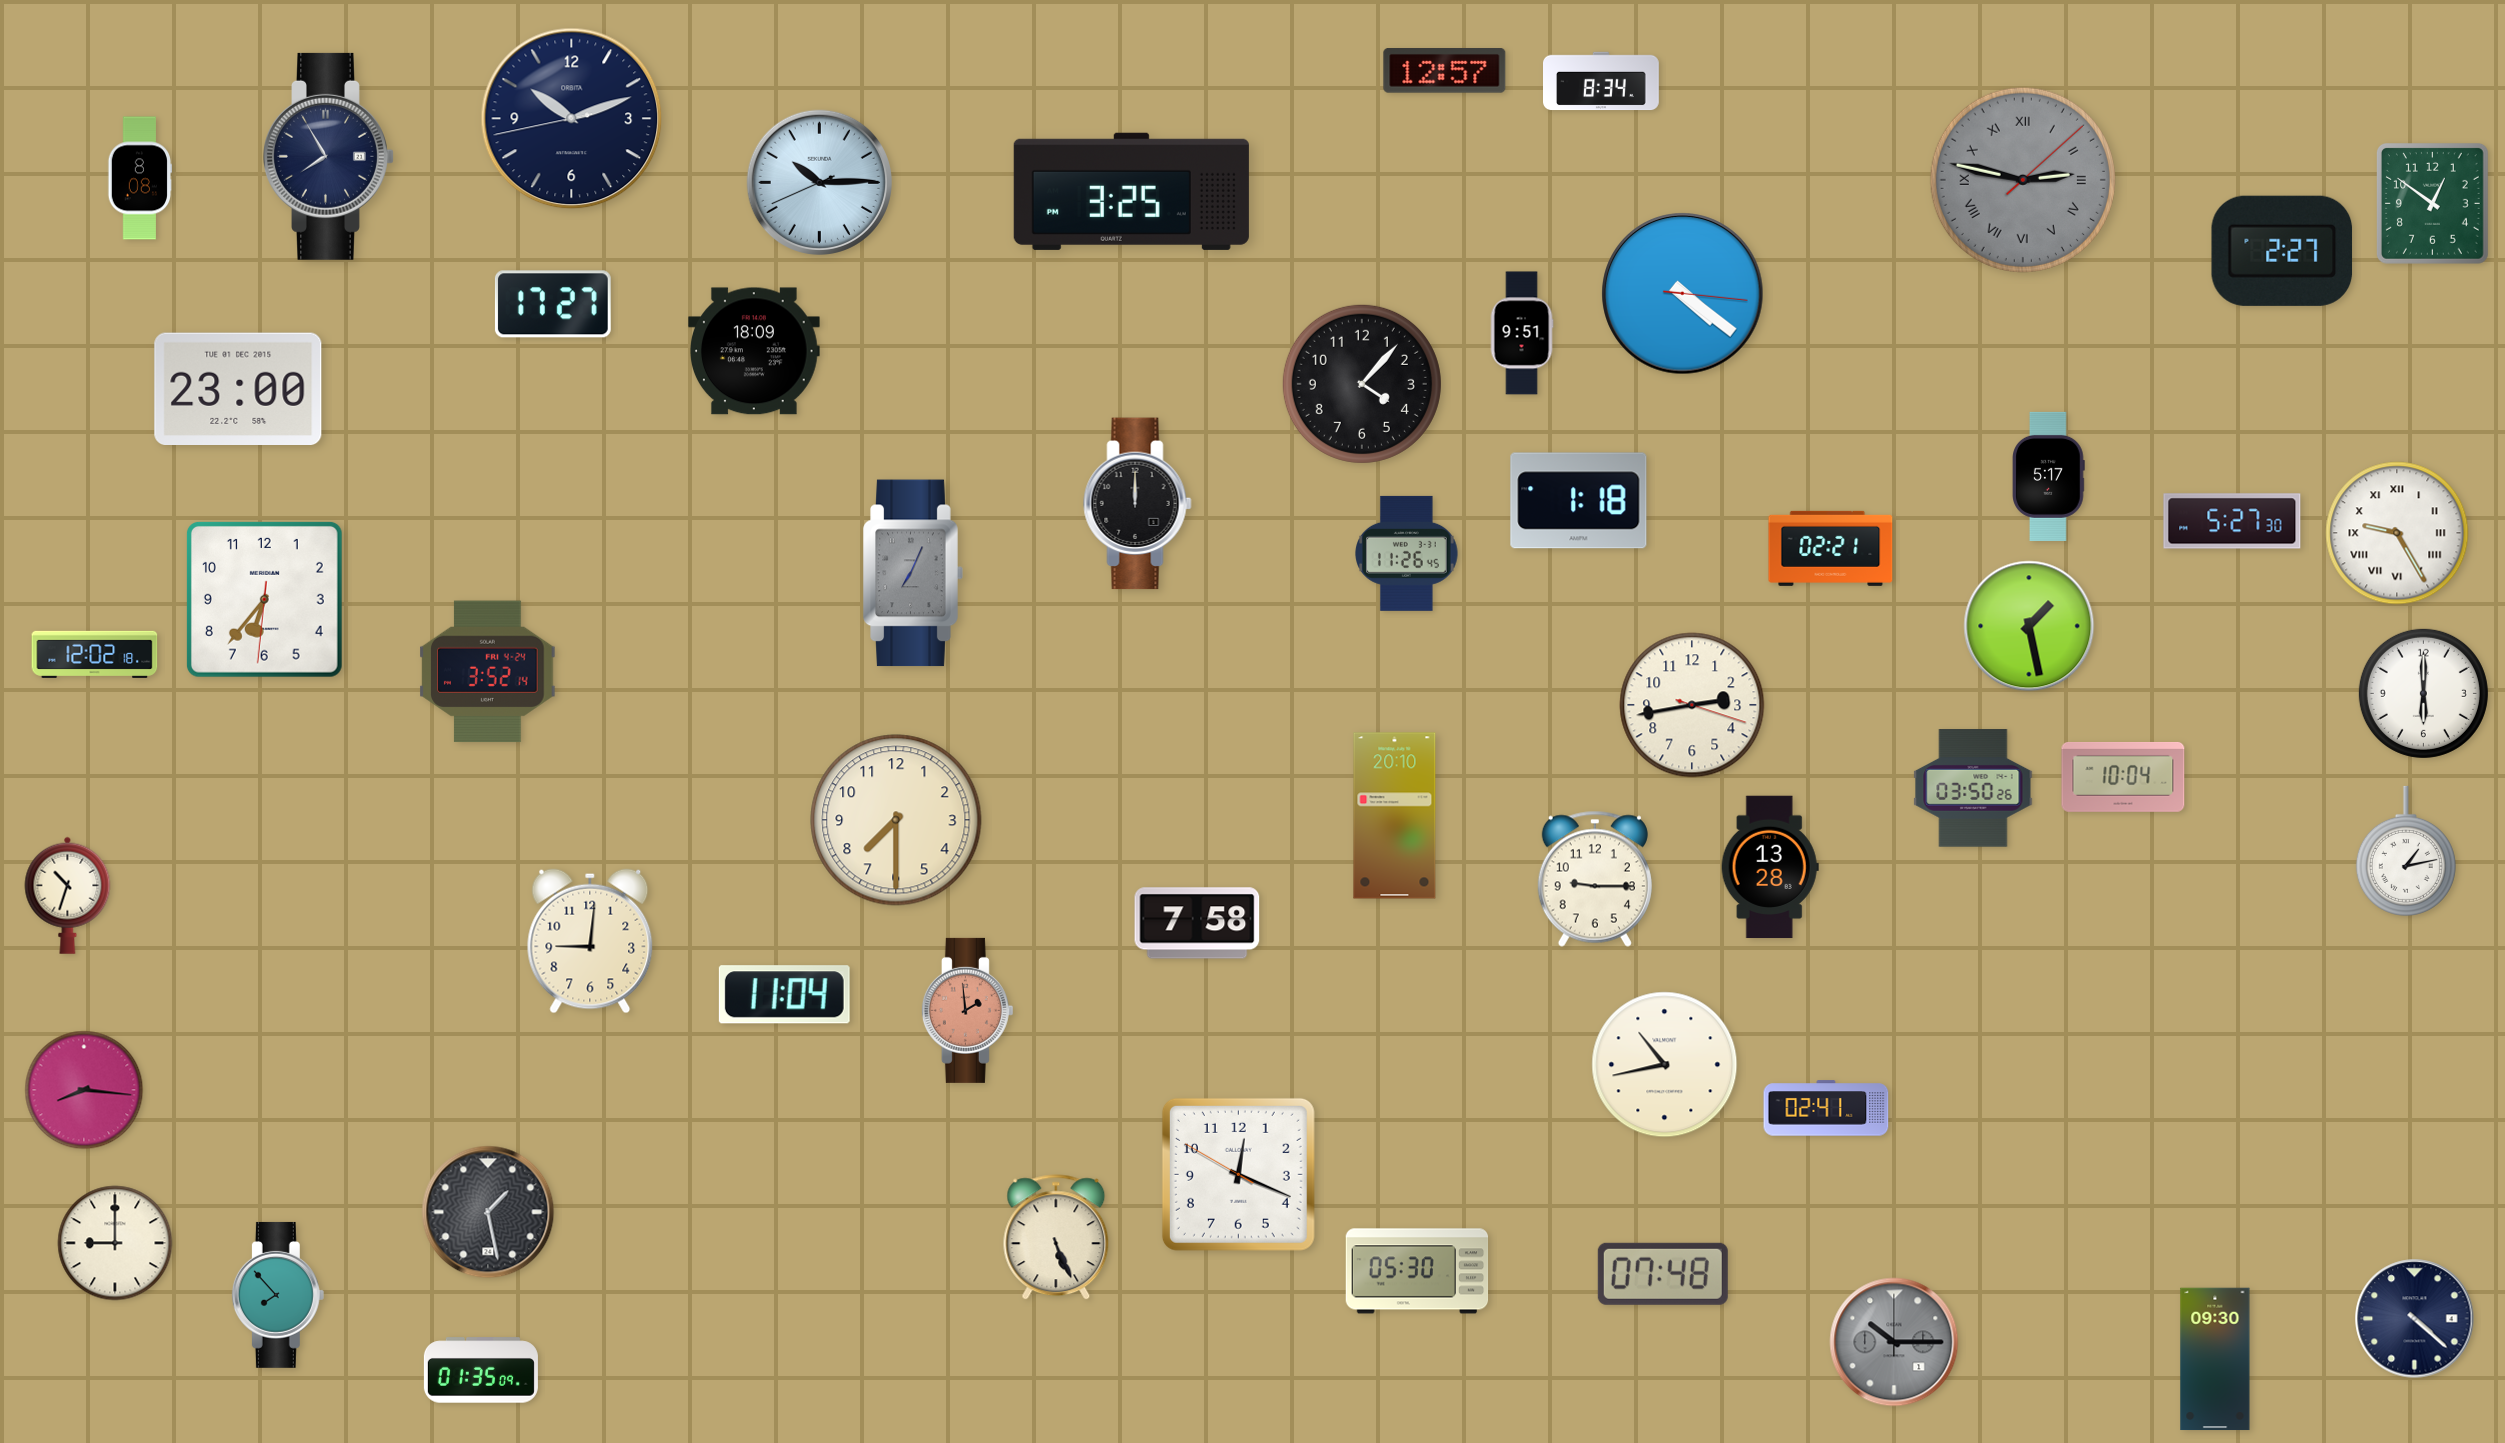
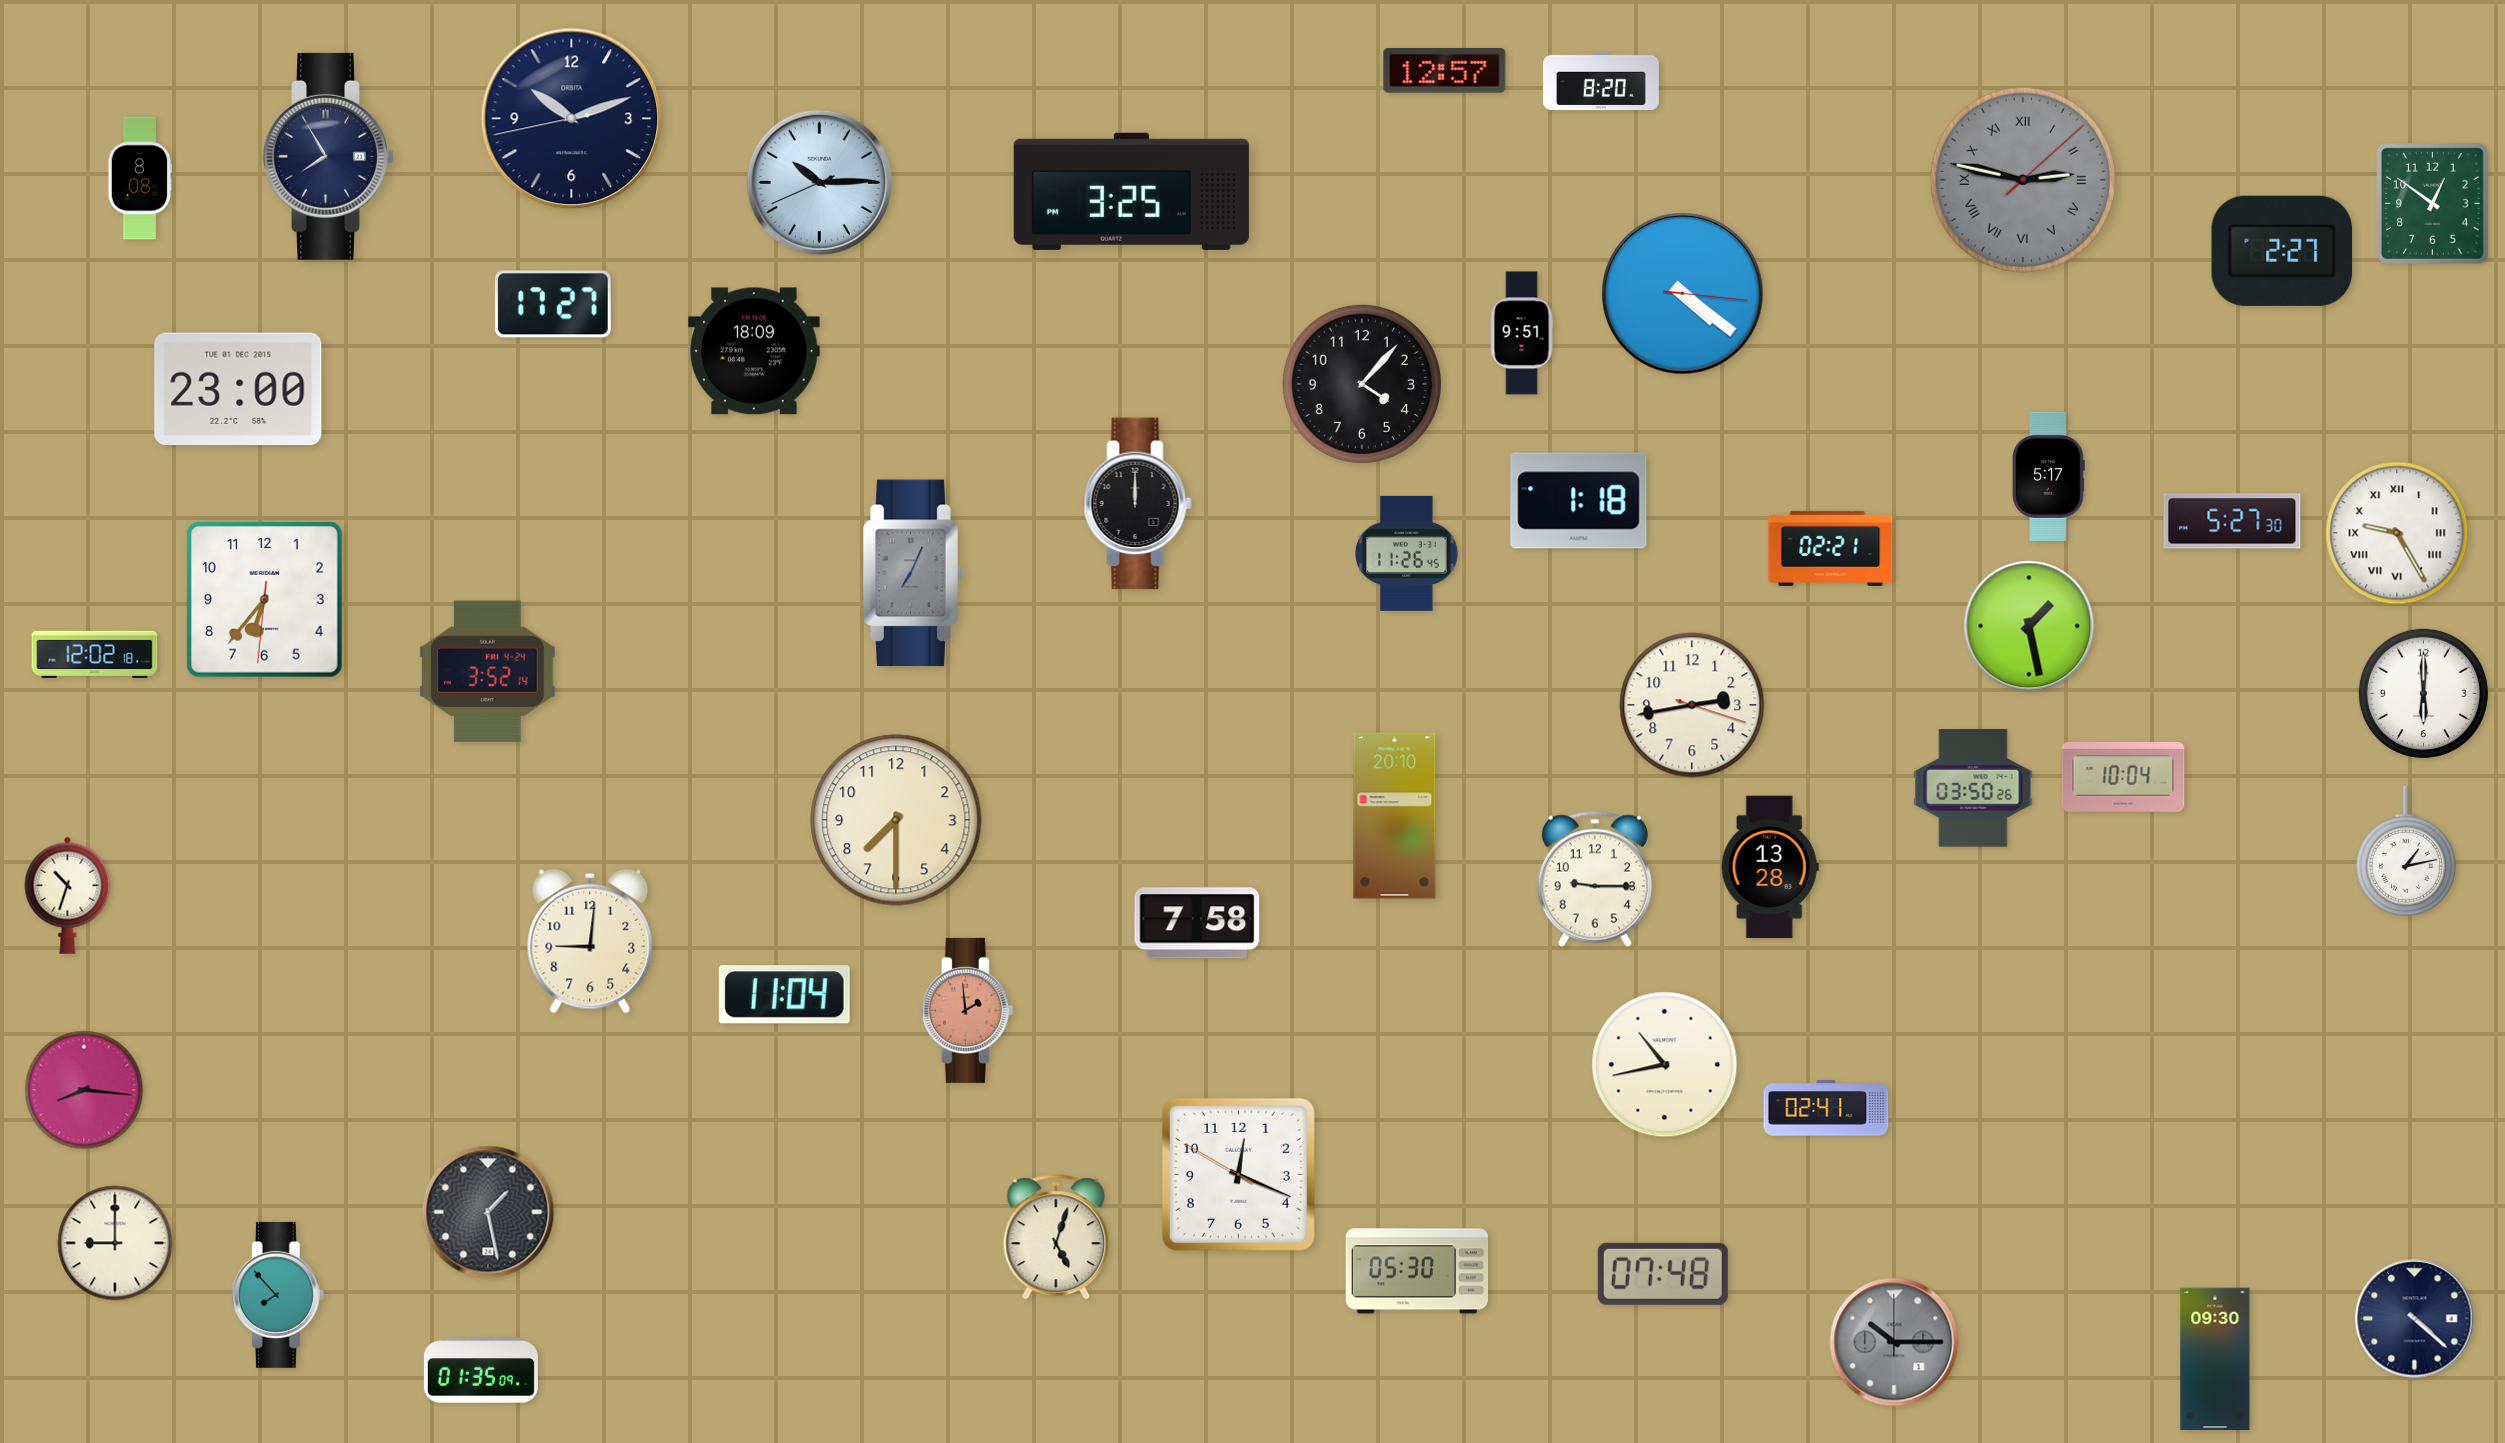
clock at (1602, 81): 8:34 -> 8:20
clock at (1056, 1238): 5:26 -> 5:03
